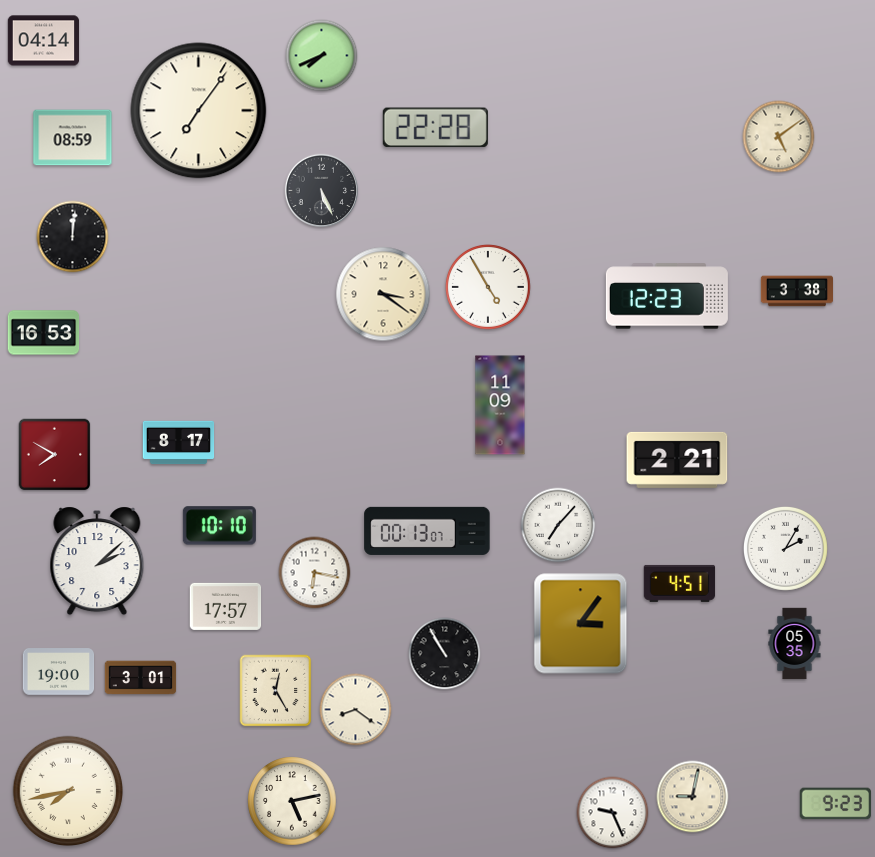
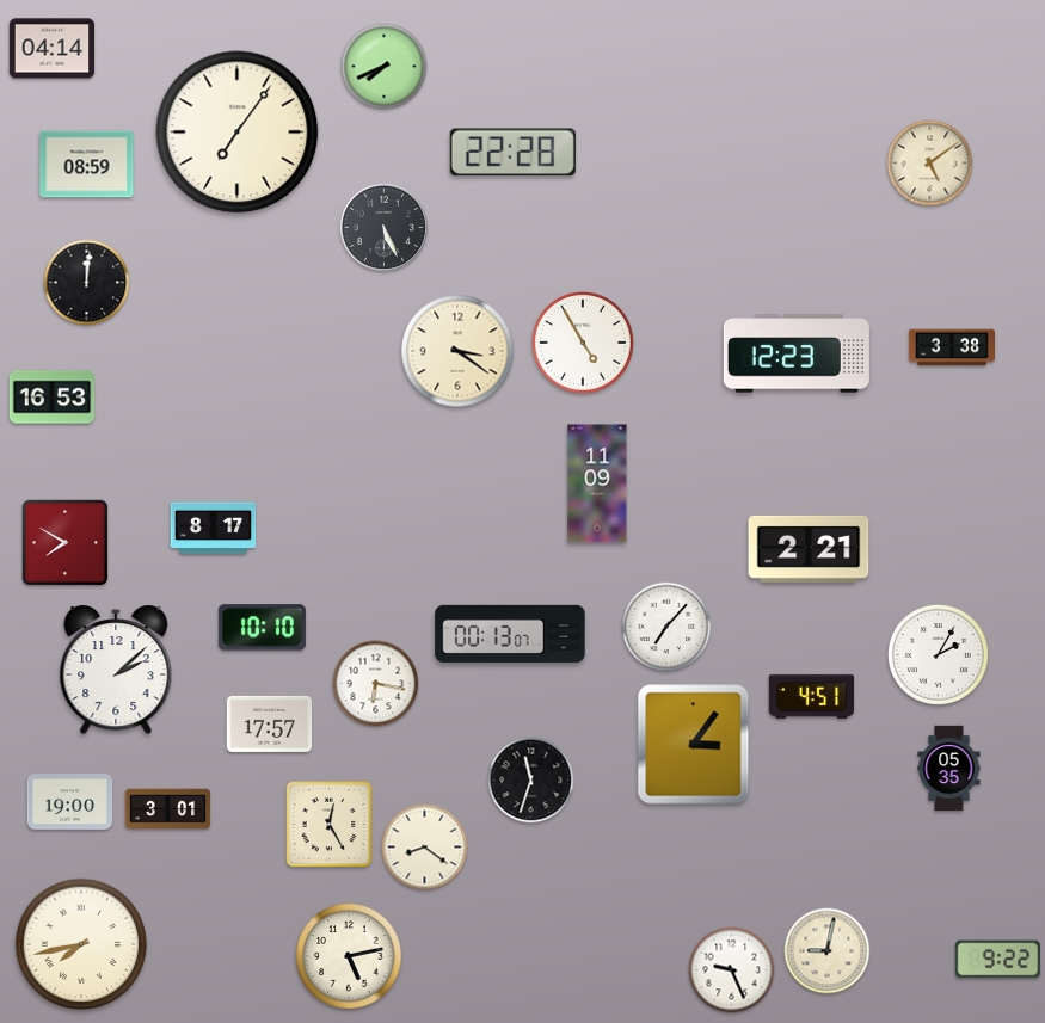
clock at (435, 128) position: (435, 128) -> (512, 153)
clock at (445, 654): 10:55 -> 11:33
clock at (835, 804): 9:23 -> 9:22
